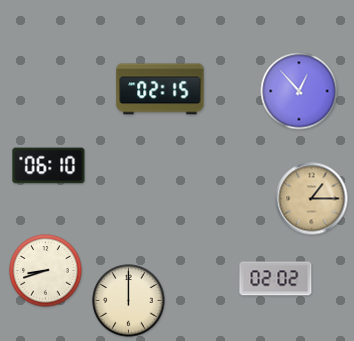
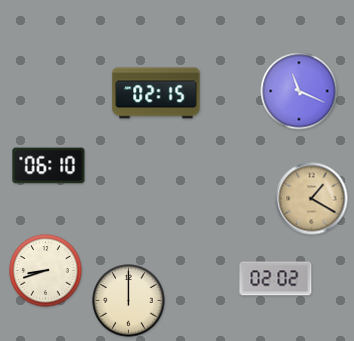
clock at (160, 89) position: (160, 89) -> (156, 93)
clock at (299, 91): 12:53 -> 11:19
clock at (312, 199): 1:15 -> 1:20
